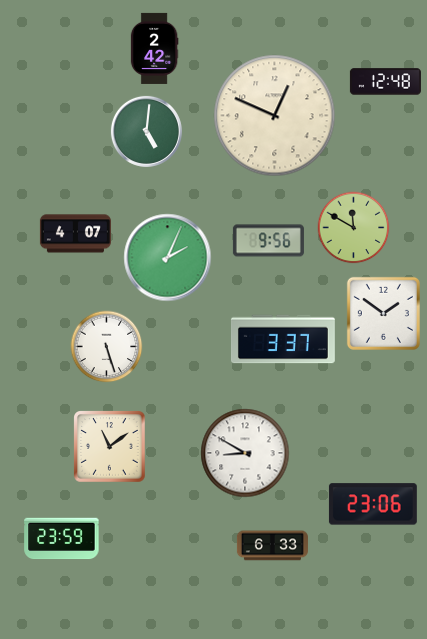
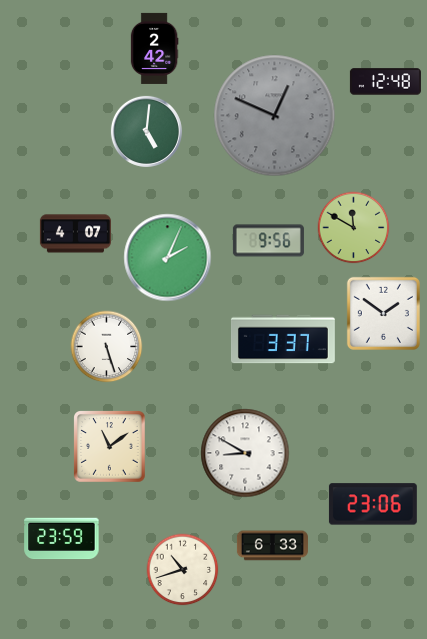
clock at (275, 116) dial: cream -> grey
clock at (183, 570): none -> 10:42
